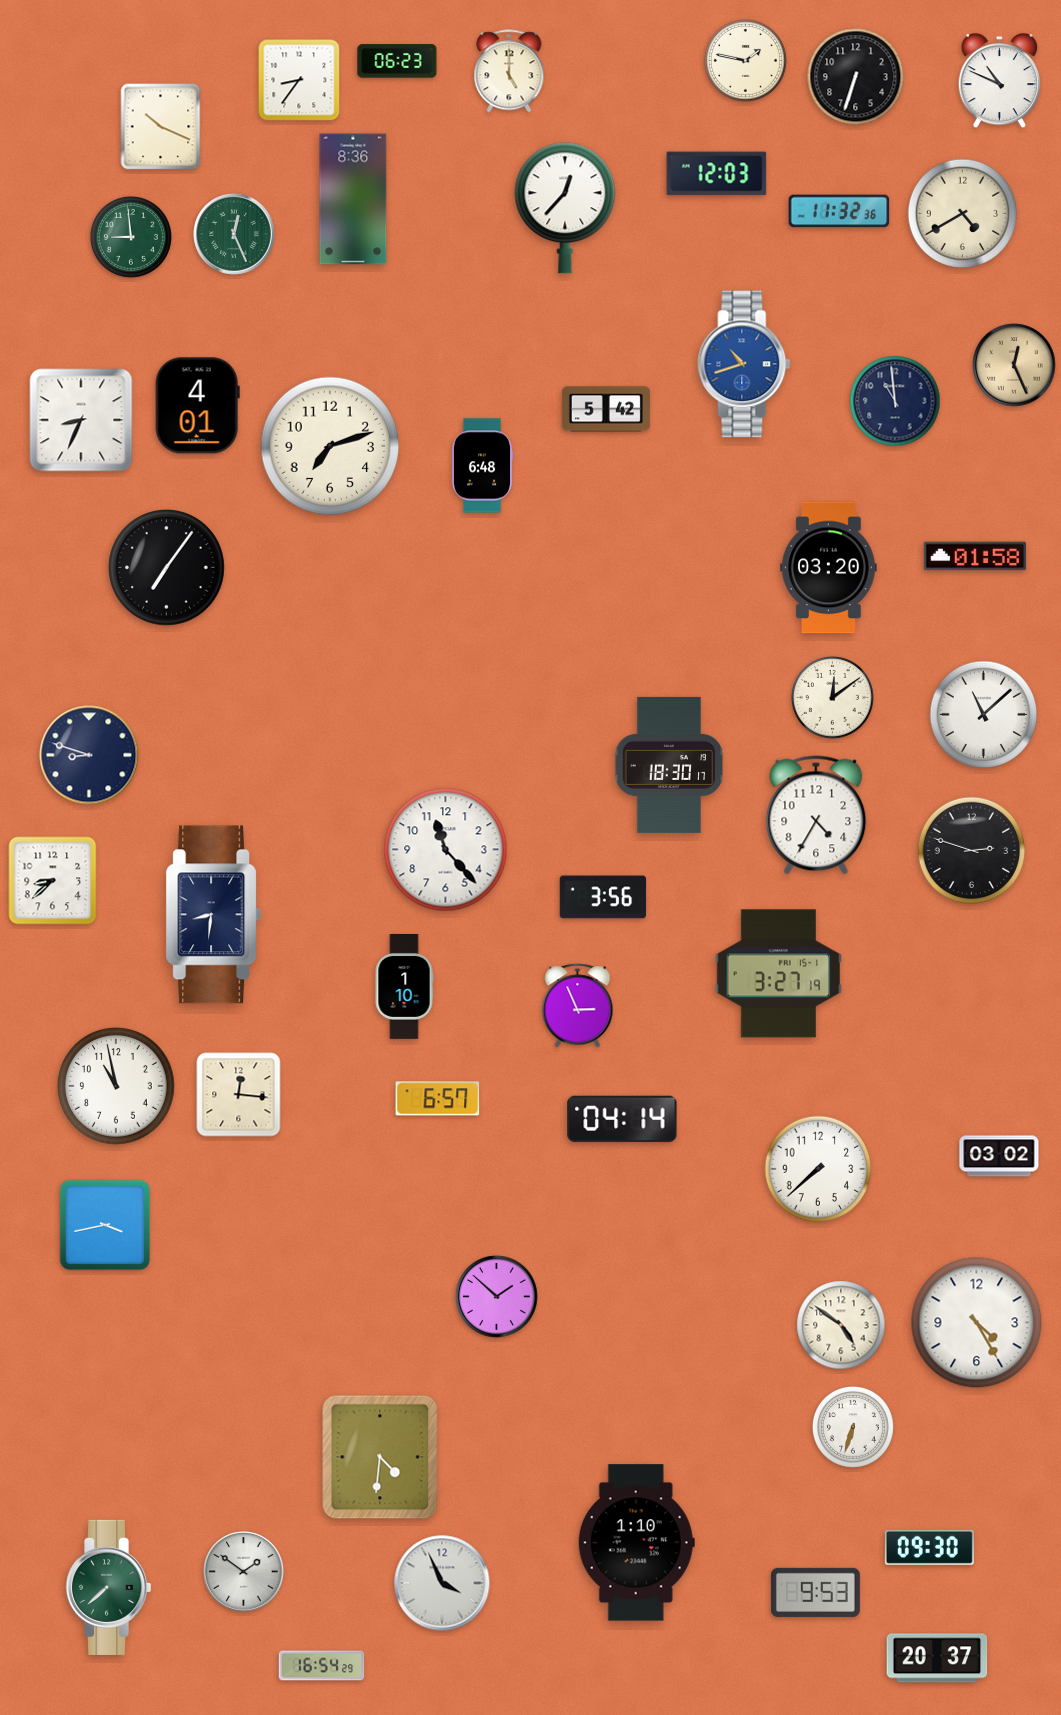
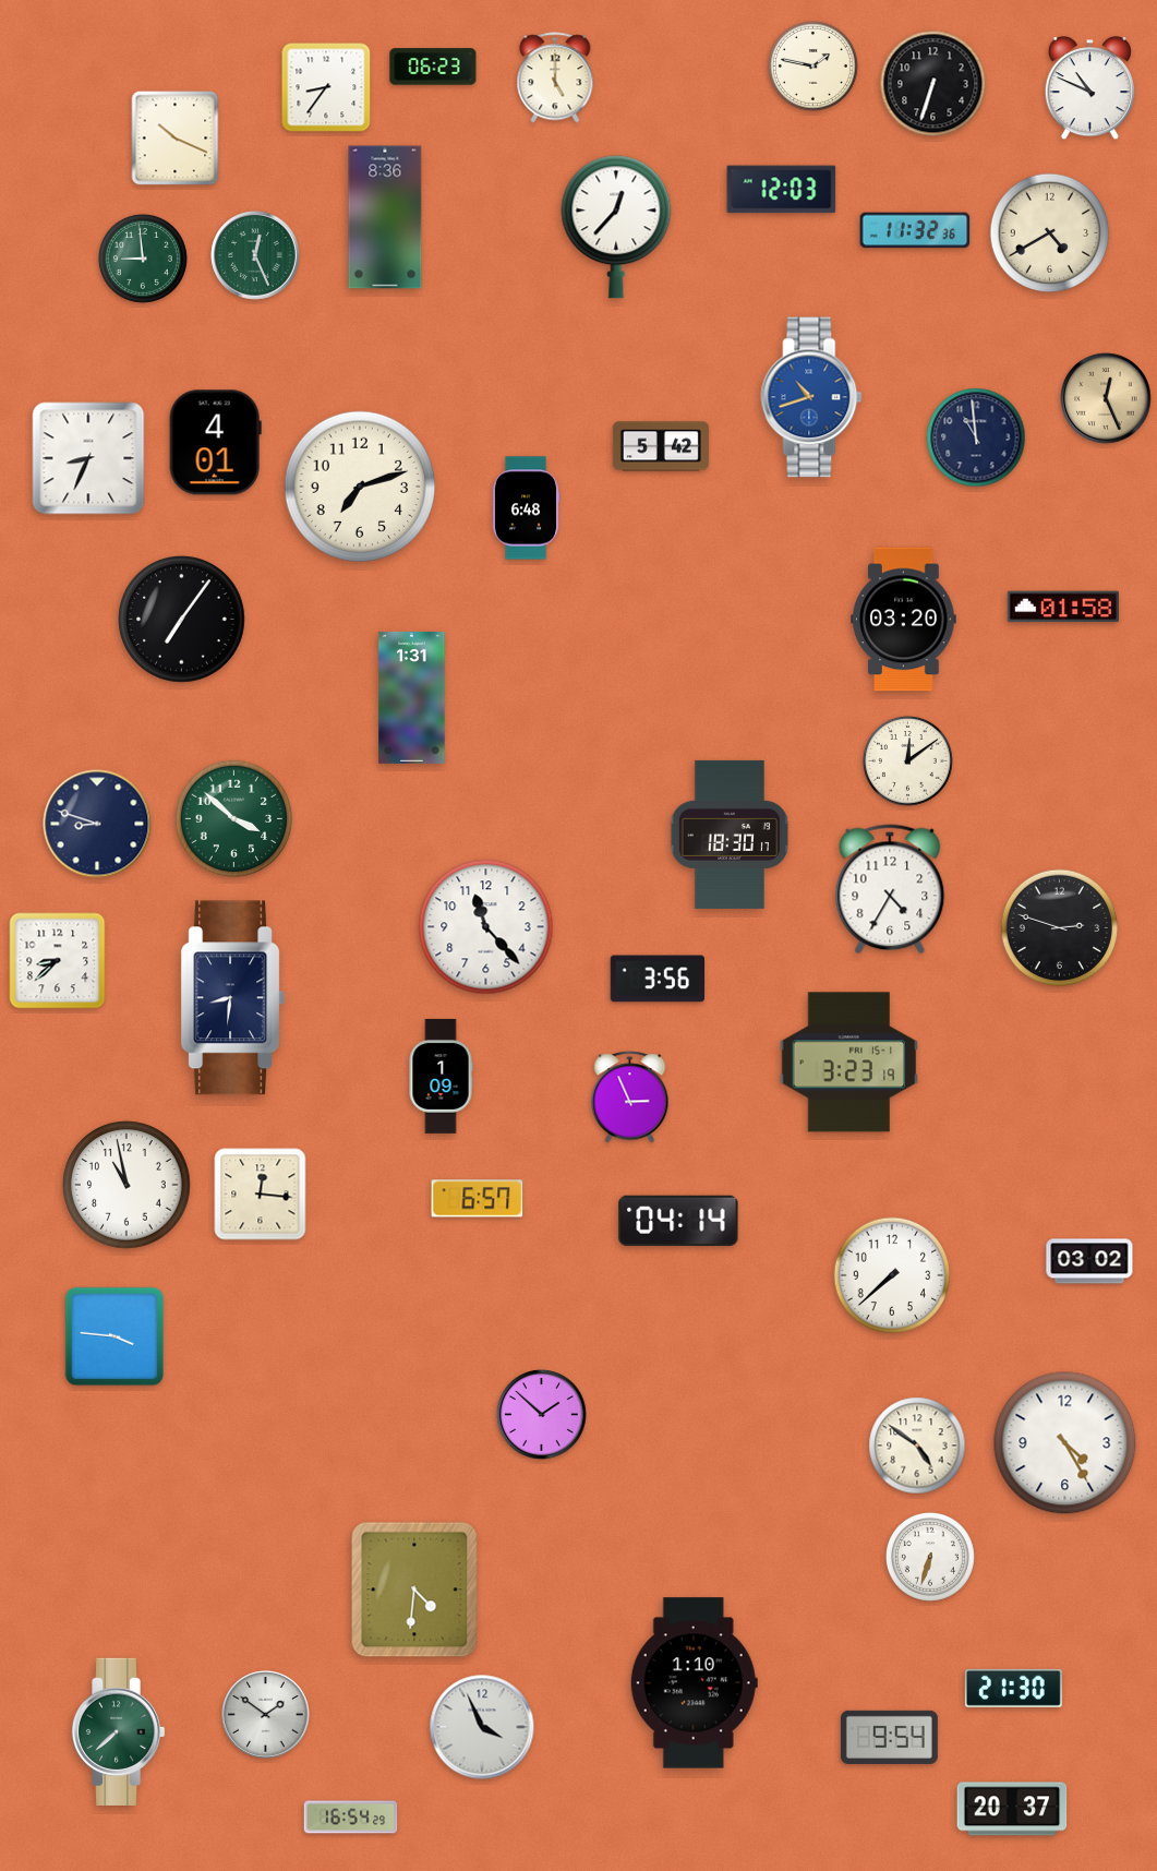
clock at (412, 697): none -> 1:31
clock at (984, 715): 11:08 -> none
clock at (234, 819): none -> 3:52
clock at (779, 974): 3:27 -> 3:23
clock at (404, 986): 1:10 -> 1:09
clock at (105, 1225): 3:43 -> 3:46
clock at (929, 1547): 09:30 -> 21:30
clock at (815, 1592): 9:53 -> 9:54
clock at (937, 1658) position: (937, 1658) -> (1012, 1809)
